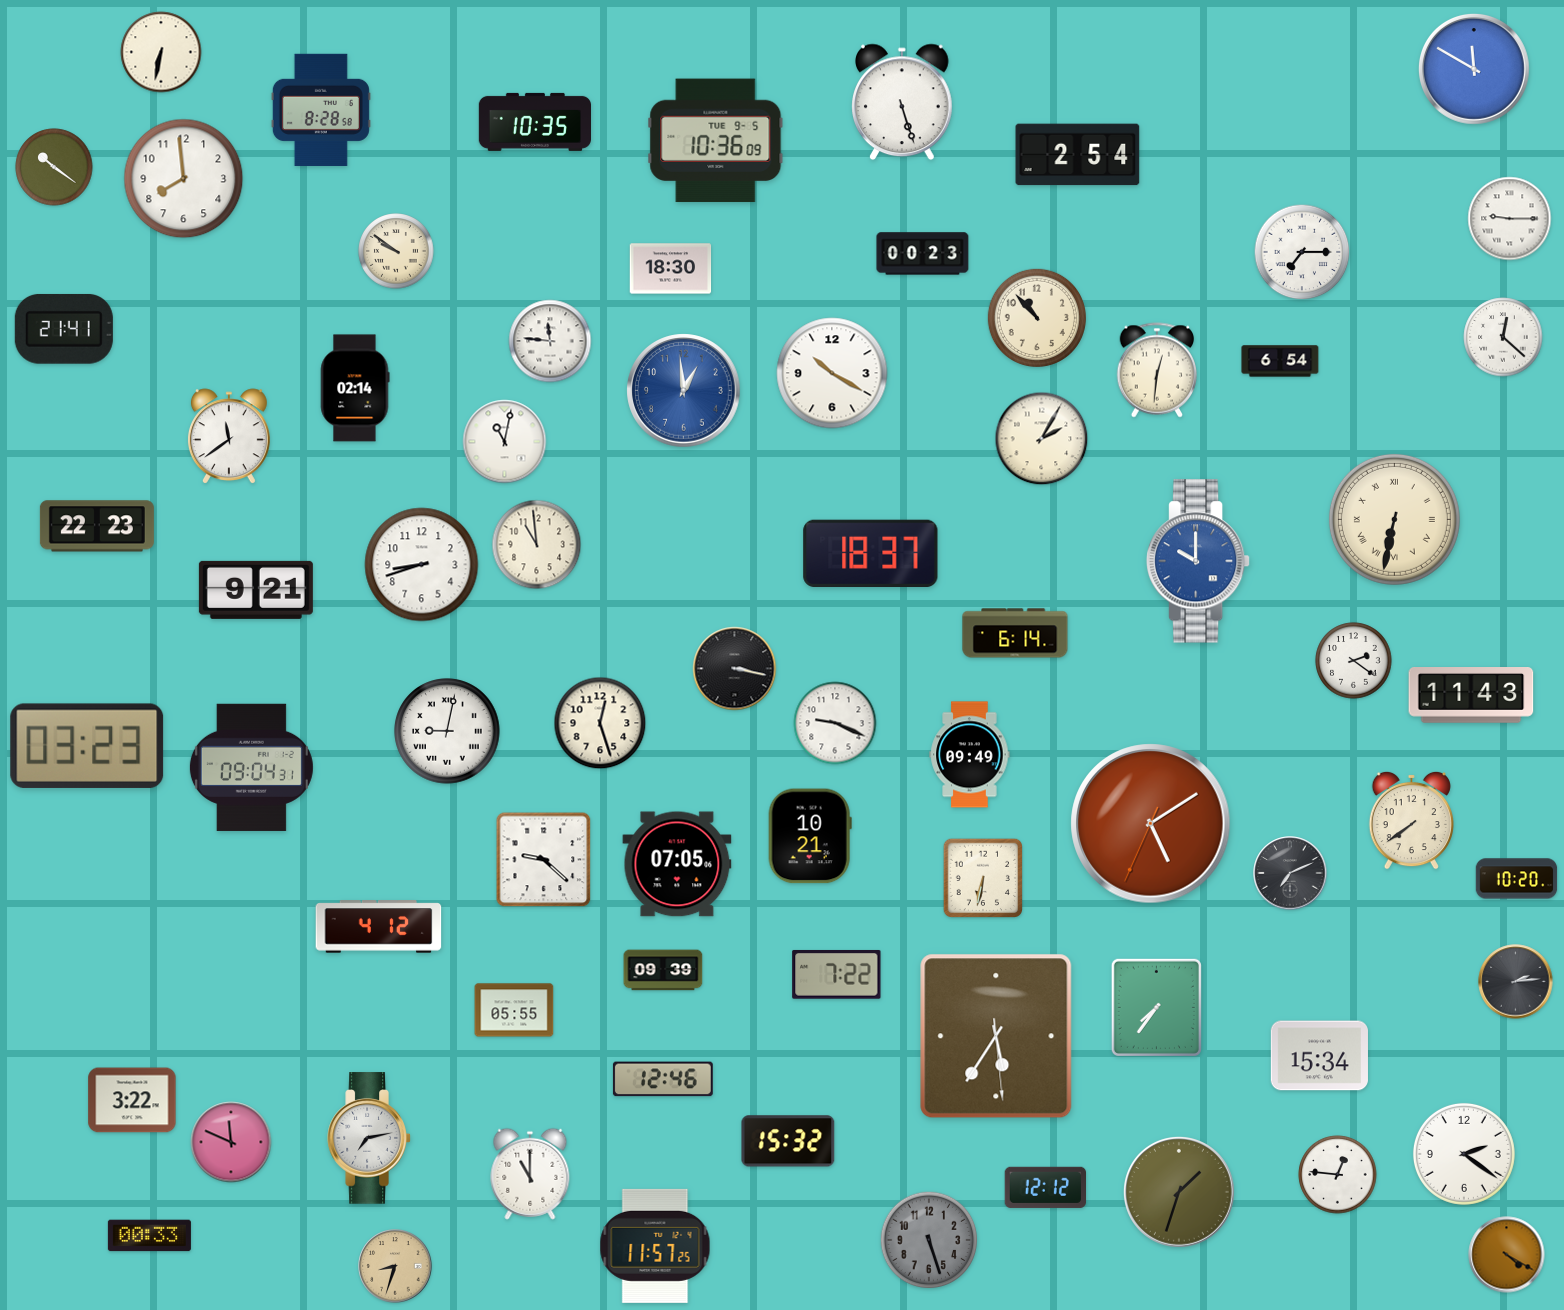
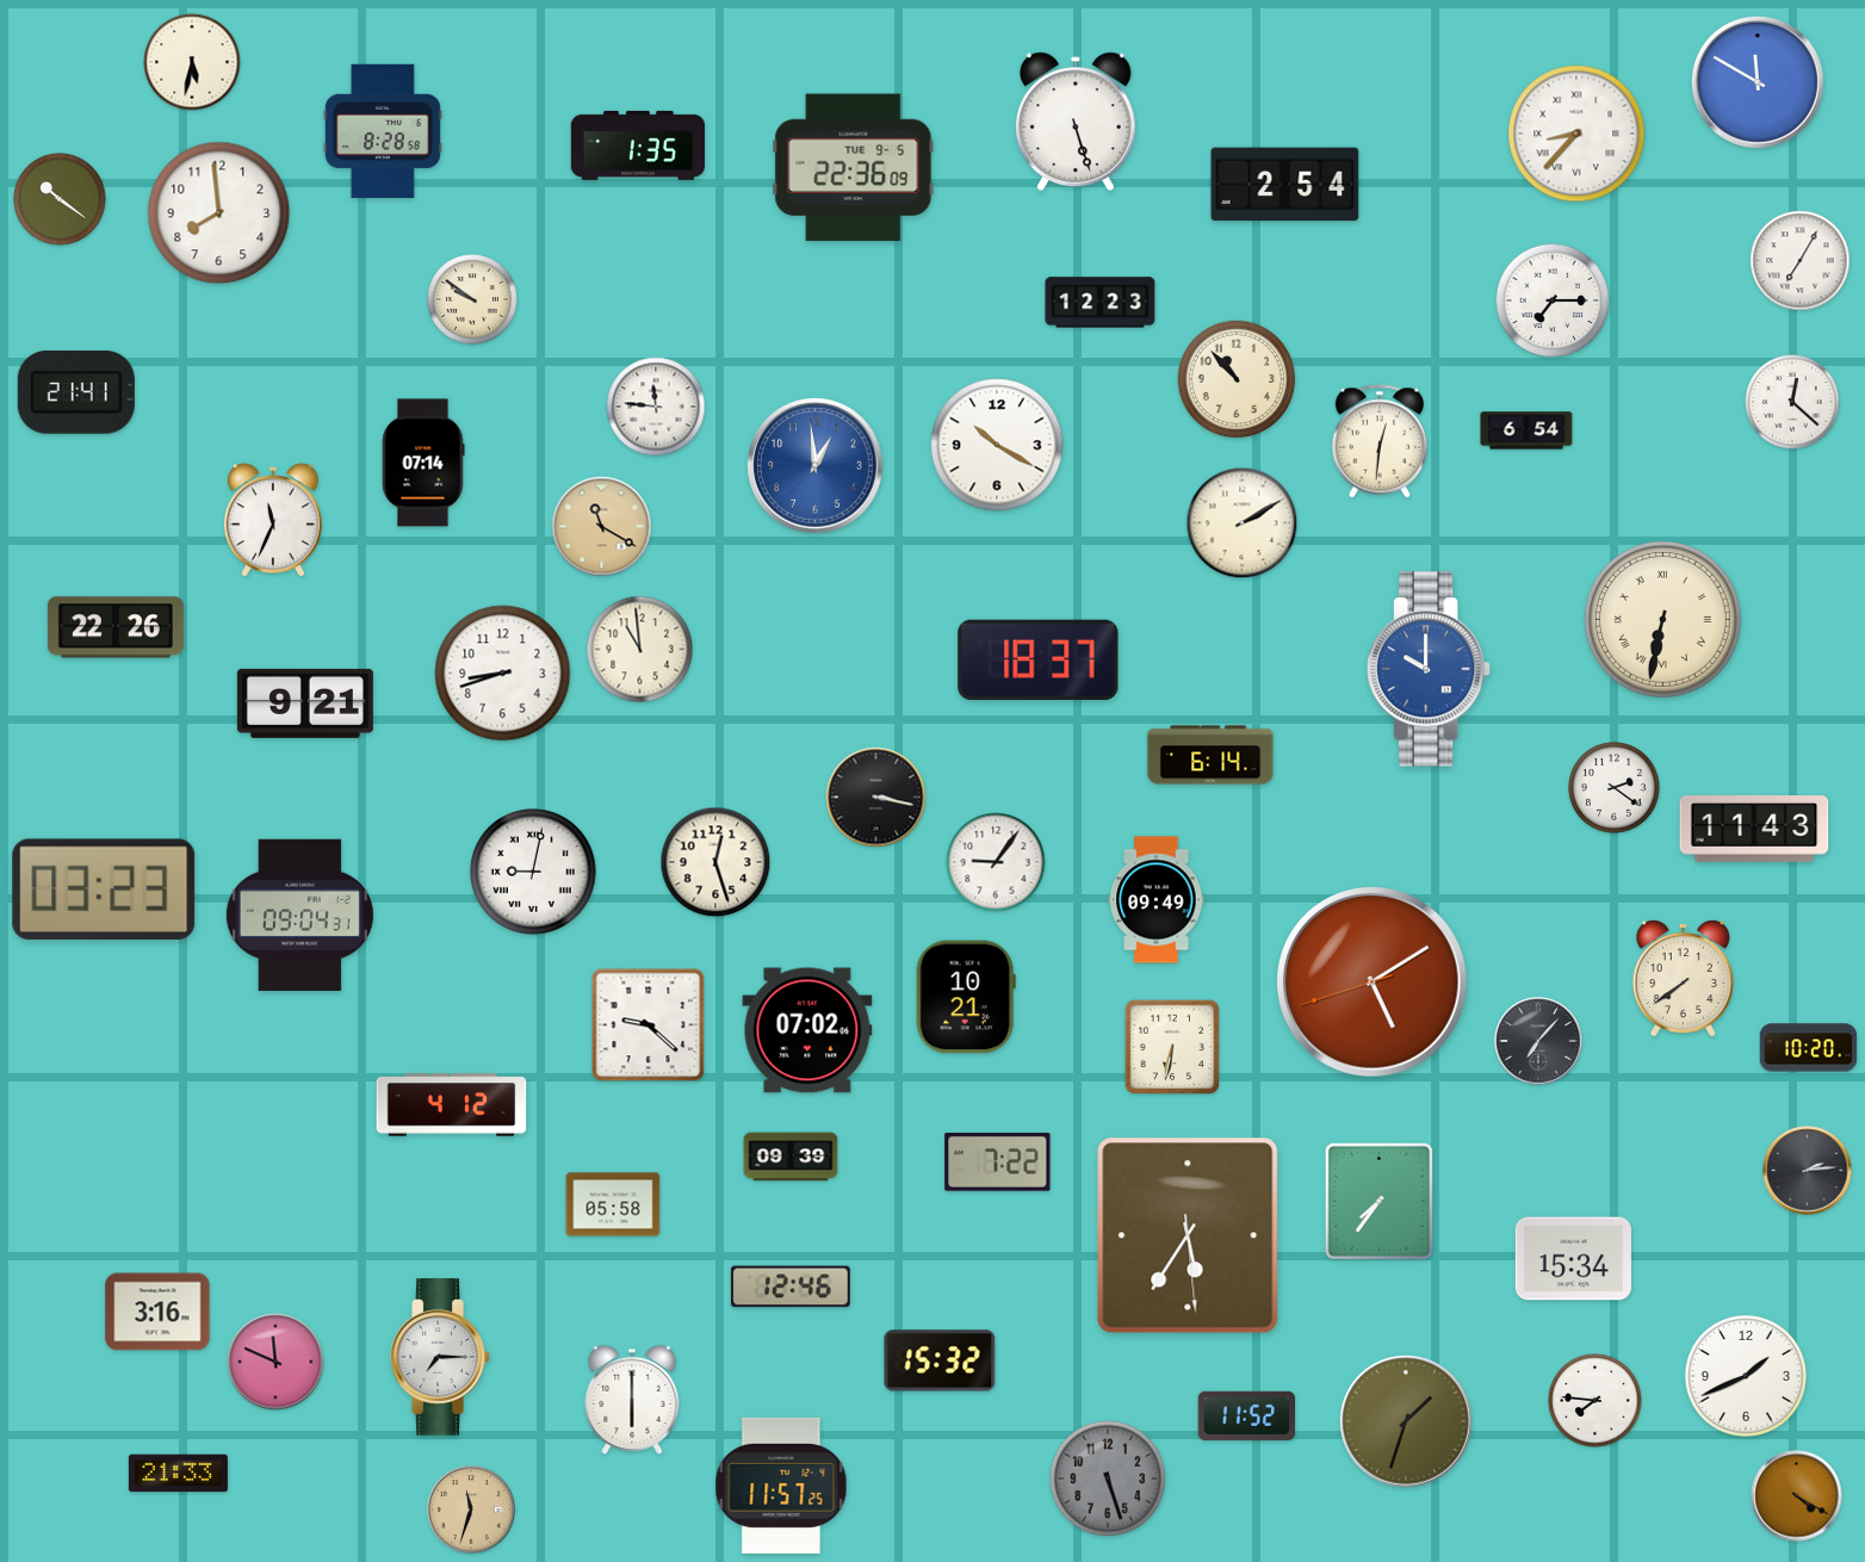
clock at (161, 52): 6:32 -> 5:32
clock at (1576, 134): none -> 8:37
clock at (534, 122): 10:35 -> 1:35
clock at (716, 141): 10:36 -> 22:36
clock at (54, 167) position: (54, 167) -> (60, 199)
clock at (1510, 219): 9:15 -> 7:05
clock at (923, 254): 00:23 -> 12:23
clock at (671, 269): 18:30 -> none
clock at (832, 373) position: (832, 373) -> (997, 445)
clock at (355, 388): 02:14 -> 07:14
clock at (229, 437): 11:39 -> 11:34
clock at (1042, 439): 2:05 -> 2:10
clock at (505, 442): 11:02 -> 11:20
clock at (505, 442) dial: white -> champagne
clock at (97, 526): 22:23 -> 22:26
clock at (835, 723): 9:19 -> 9:06
clock at (1151, 824): 5:09:34 -> 5:09:42
clock at (677, 864): 07:05 -> 07:02
clock at (1290, 873): 7:11 -> 7:07
clock at (514, 1010): 05:55 -> 05:58
clock at (132, 1100): 3:22 -> 3:16
clock at (369, 1138): 7:13 -> 7:15
clock at (1464, 1154): 2:21 -> 1:41
clock at (530, 1174): 11:00 -> 6:00
clock at (1338, 1175): 12:46 -> 7:46
clock at (1045, 1187): 12:12 -> 11:52
clock at (149, 1236): 00:33 -> 21:33
clock at (395, 1266): 8:33 -> 11:33
